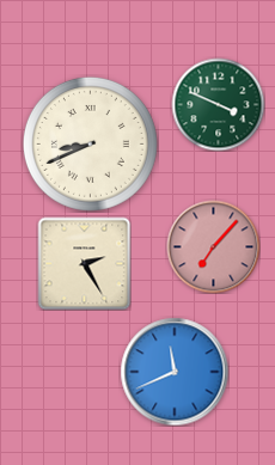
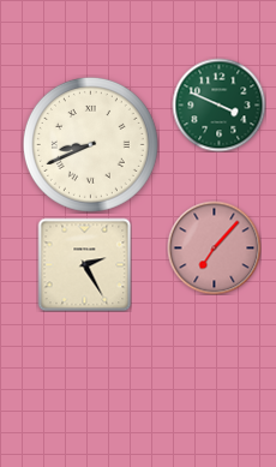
clock at (175, 372): 11:41 -> none
